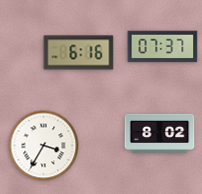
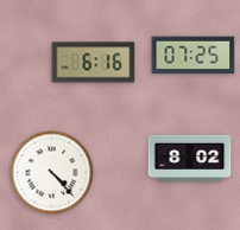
clock at (163, 47): 07:37 -> 07:25
clock at (44, 146): 3:35 -> 4:23
